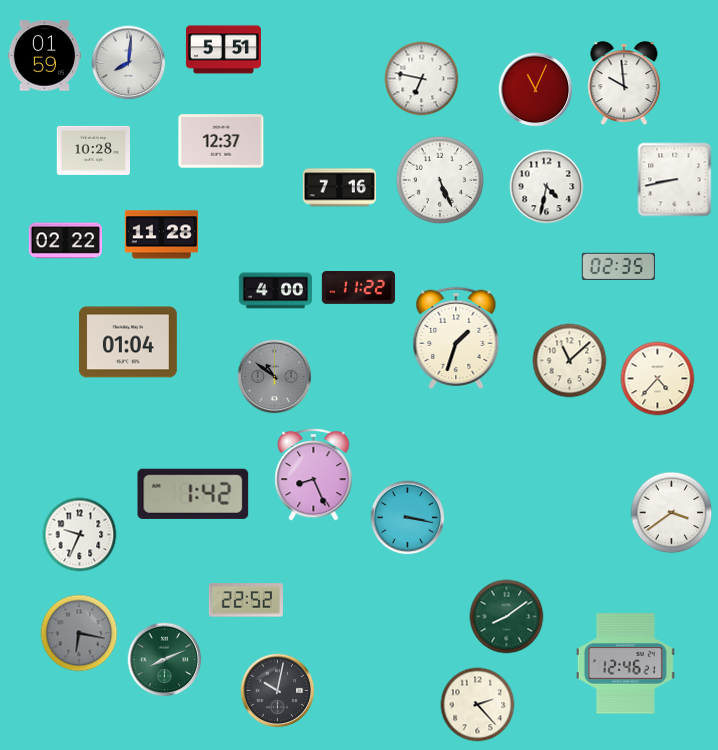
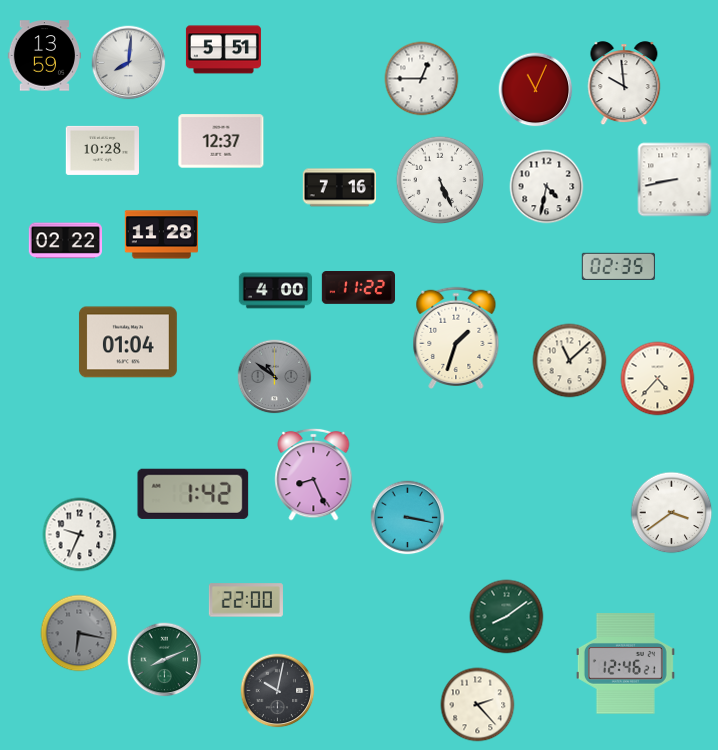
clock at (44, 56): 01:59 -> 13:59
clock at (422, 79): 6:47 -> 12:45
clock at (93, 150) position: (93, 150) -> (102, 150)
clock at (246, 600): 22:52 -> 22:00
